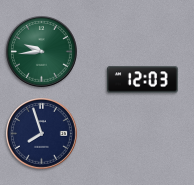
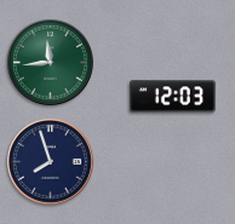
clock at (42, 52): 9:44 -> 11:44
